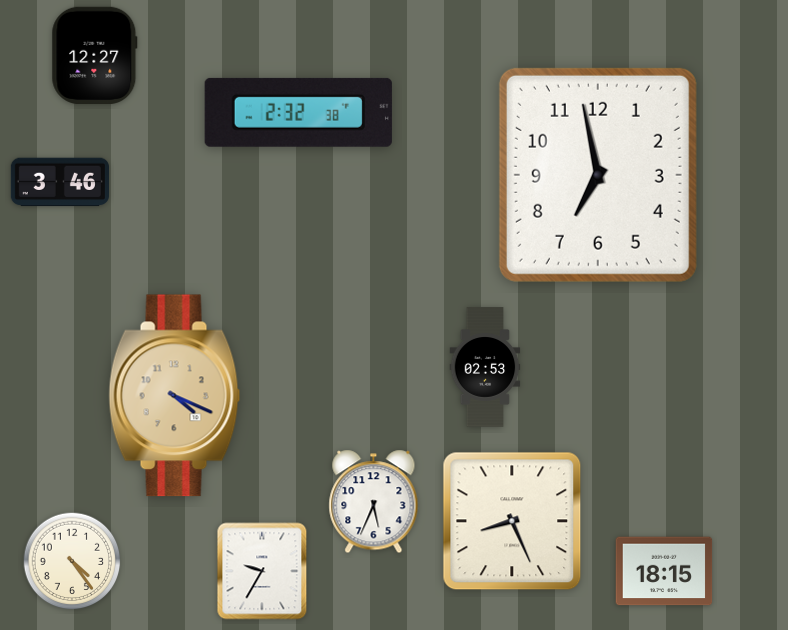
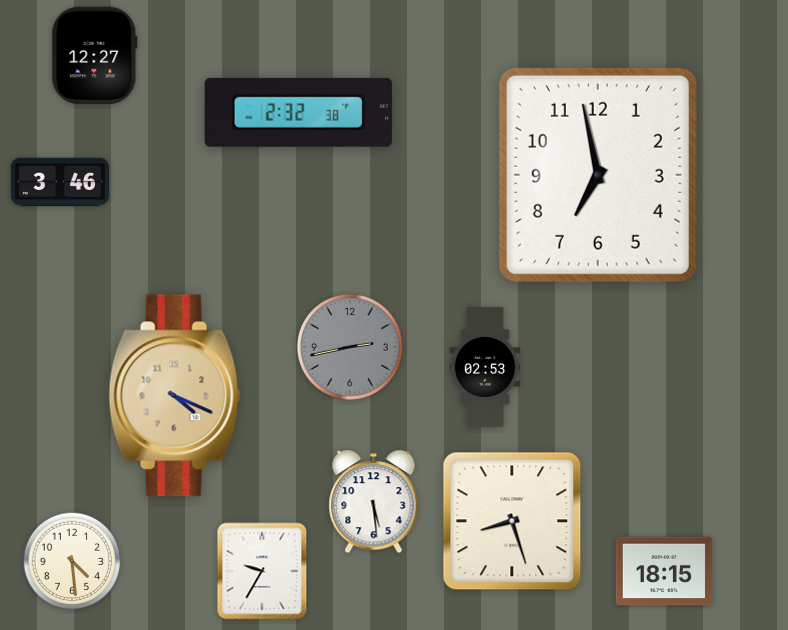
clock at (350, 347): none -> 2:43
clock at (374, 502): 5:34 -> 5:29
clock at (512, 521): 8:26 -> 8:27
clock at (72, 561): 4:24 -> 4:29
